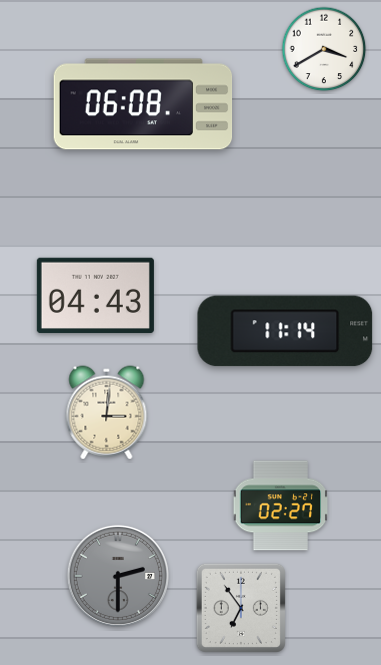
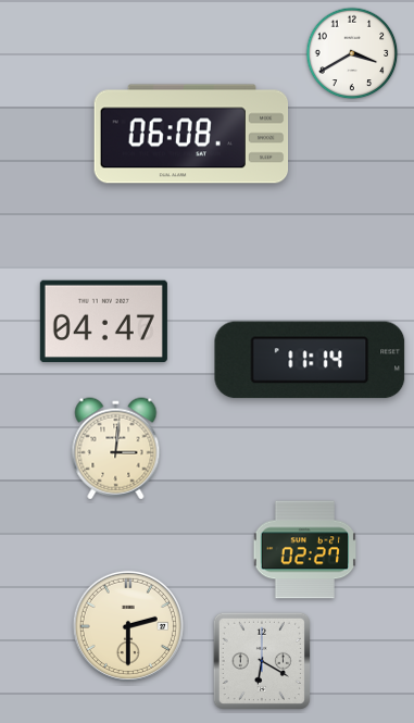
clock at (143, 104) position: (143, 104) -> (191, 134)
clock at (95, 296): 04:43 -> 04:47
clock at (118, 576) dial: grey -> cream
clock at (241, 608): 6:54 -> 6:20
